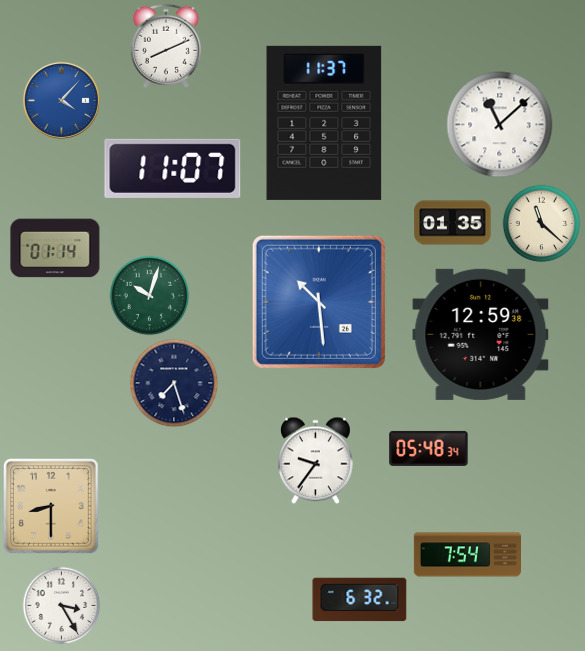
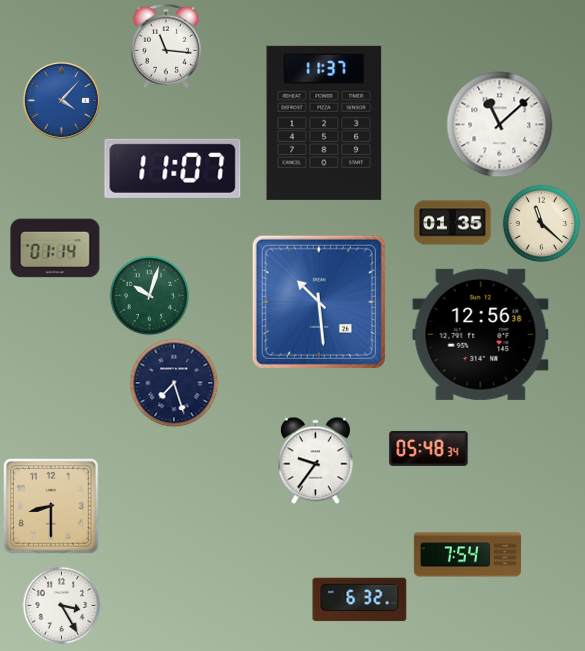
clock at (166, 46): 8:11 -> 11:16
clock at (481, 334): 12:59 -> 12:56
